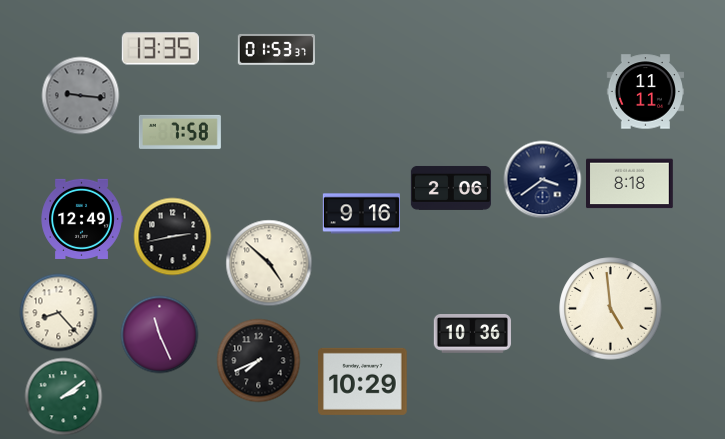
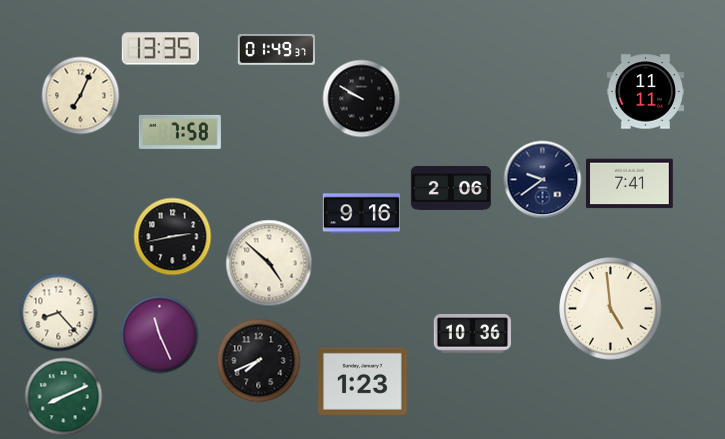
clock at (276, 50): 01:53 -> 01:49
clock at (80, 95): 9:16 -> 7:04
clock at (80, 95) dial: grey -> cream
clock at (361, 98): none -> 9:50
clock at (542, 179): 3:39 -> 9:39
clock at (630, 184): 8:18 -> 7:41
clock at (82, 219): 12:49 -> none
clock at (363, 381): 10:29 -> 1:23
clock at (63, 396): 2:09 -> 8:11
